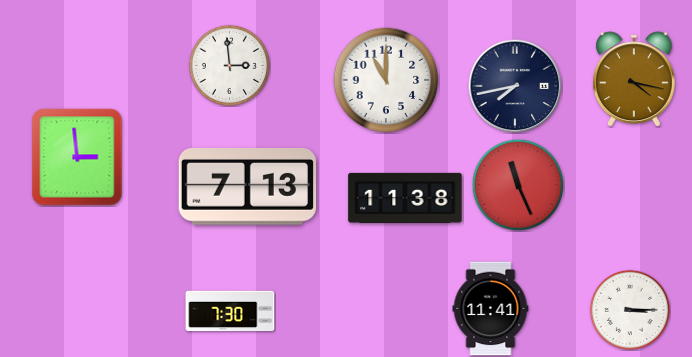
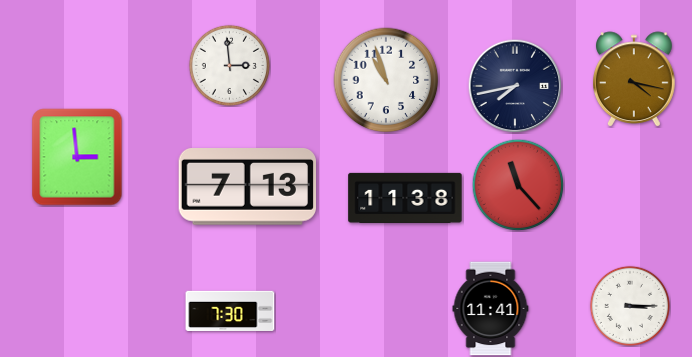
clock at (386, 80): 11:00 -> 10:57
clock at (518, 185): 11:26 -> 11:23
clock at (630, 310) position: (630, 310) -> (630, 306)
